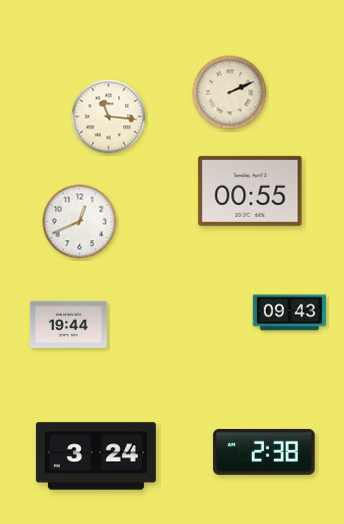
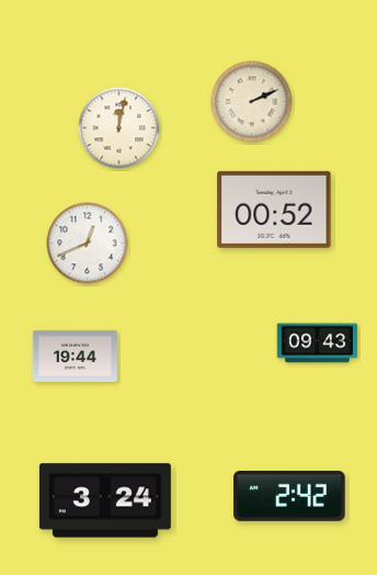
clock at (109, 117): 11:16 -> 12:02
clock at (250, 191): 00:55 -> 00:52
clock at (264, 452): 2:38 -> 2:42
